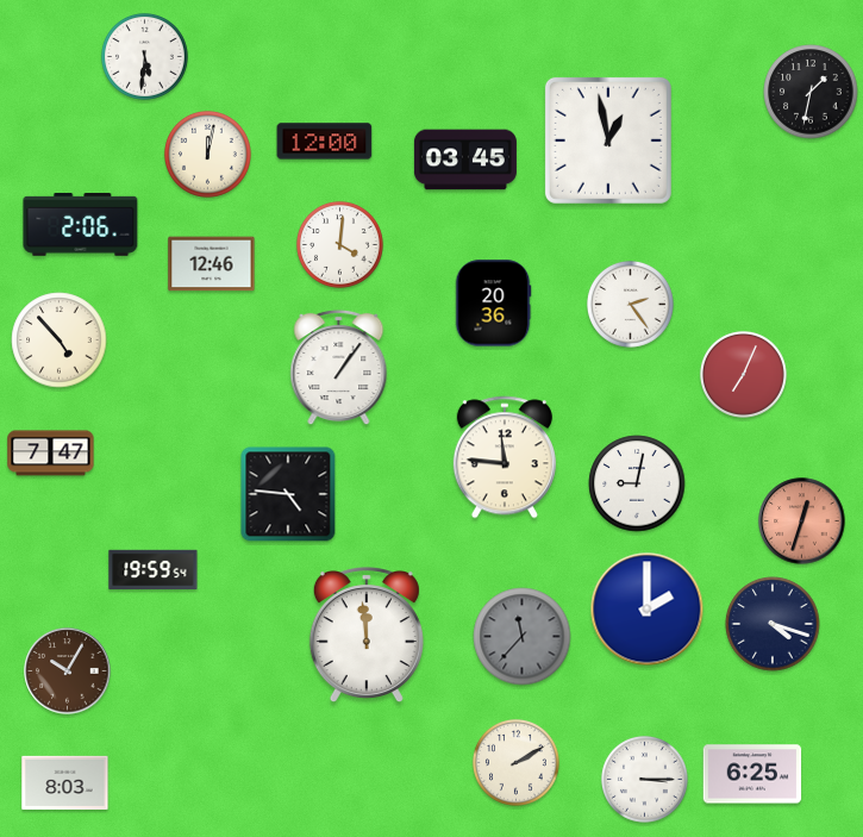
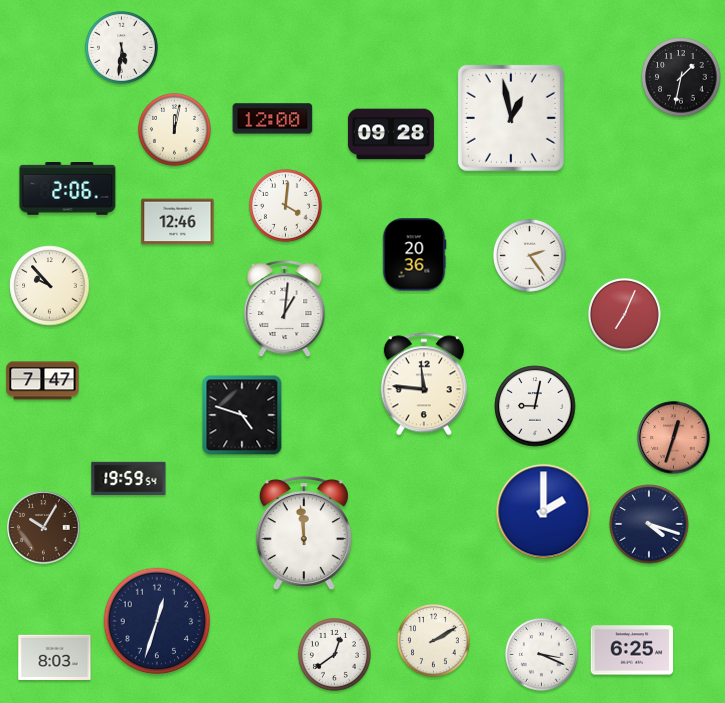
clock at (465, 160): 03:45 -> 09:28
clock at (60, 341): 4:53 -> 9:53
clock at (339, 368): 1:06 -> 1:01
clock at (288, 494): 4:46 -> 4:48
clock at (367, 636) position: (367, 636) -> (304, 534)
clock at (523, 637): 11:37 -> none
clock at (68, 672) position: (68, 672) -> (44, 528)
clock at (157, 621): none -> 12:33
clock at (335, 655): none -> 12:39
clock at (645, 780): 3:15 -> 3:19
